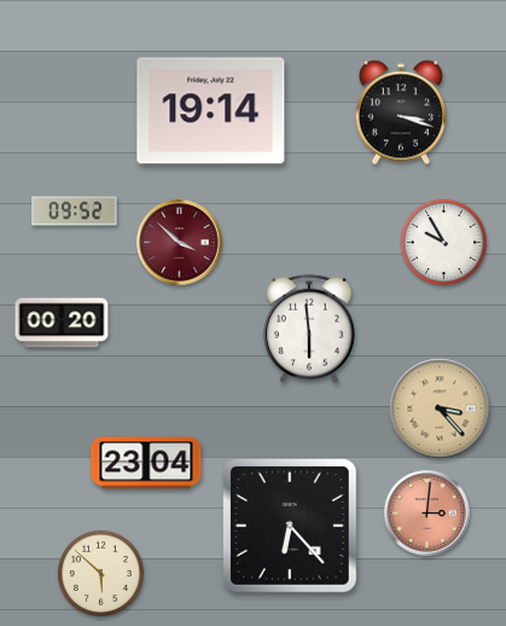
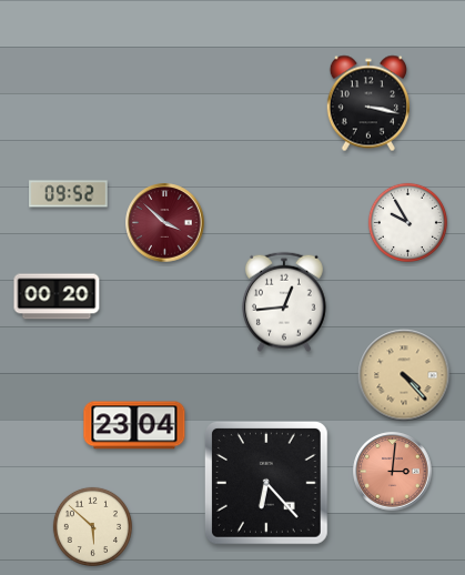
clock at (211, 111): 19:14 -> none
clock at (400, 112): 3:18 -> 3:17
clock at (309, 329): 5:59 -> 12:44
clock at (440, 408): 3:23 -> 4:23
